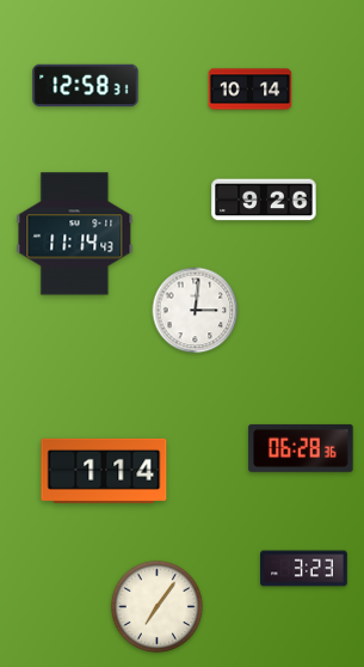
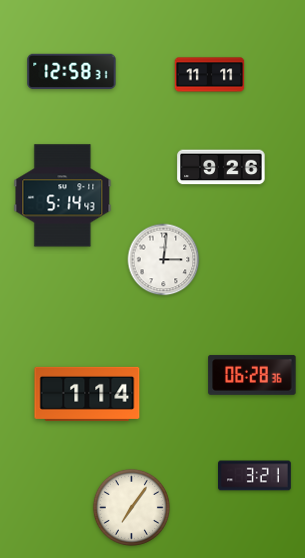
clock at (251, 90): 10:14 -> 11:11
clock at (75, 234): 11:14 -> 5:14
clock at (304, 569): 3:23 -> 3:21
